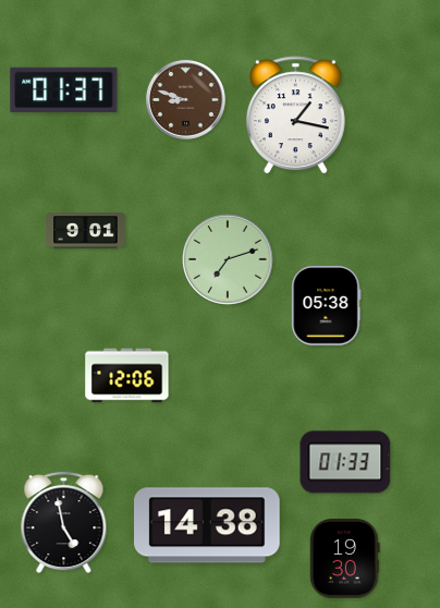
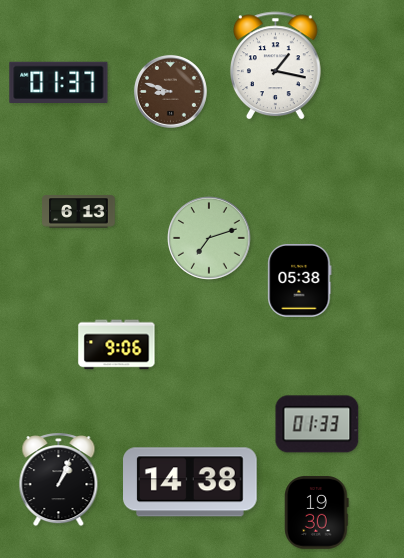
clock at (295, 115) position: (295, 115) -> (275, 66)
clock at (86, 231): 9:01 -> 6:13
clock at (127, 376): 12:06 -> 9:06
clock at (64, 523): 4:58 -> 1:04
